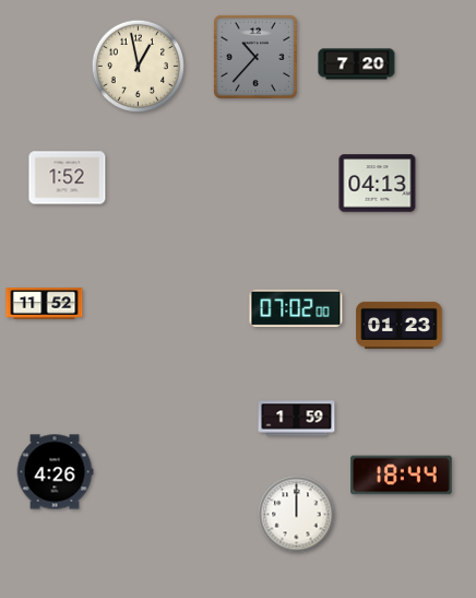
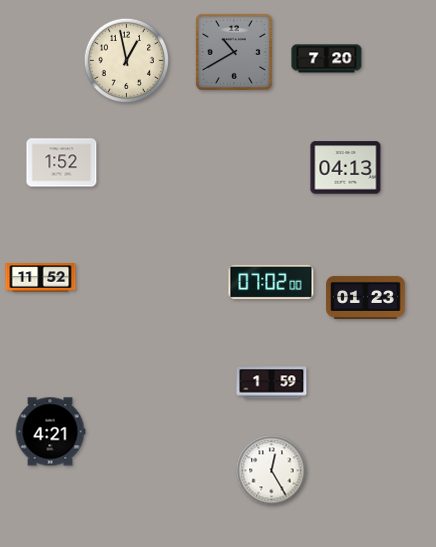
clock at (255, 57): 10:37 -> 10:40
clock at (55, 472): 4:26 -> 4:21
clock at (402, 476): 18:44 -> none
clock at (297, 515): 12:00 -> 12:25
